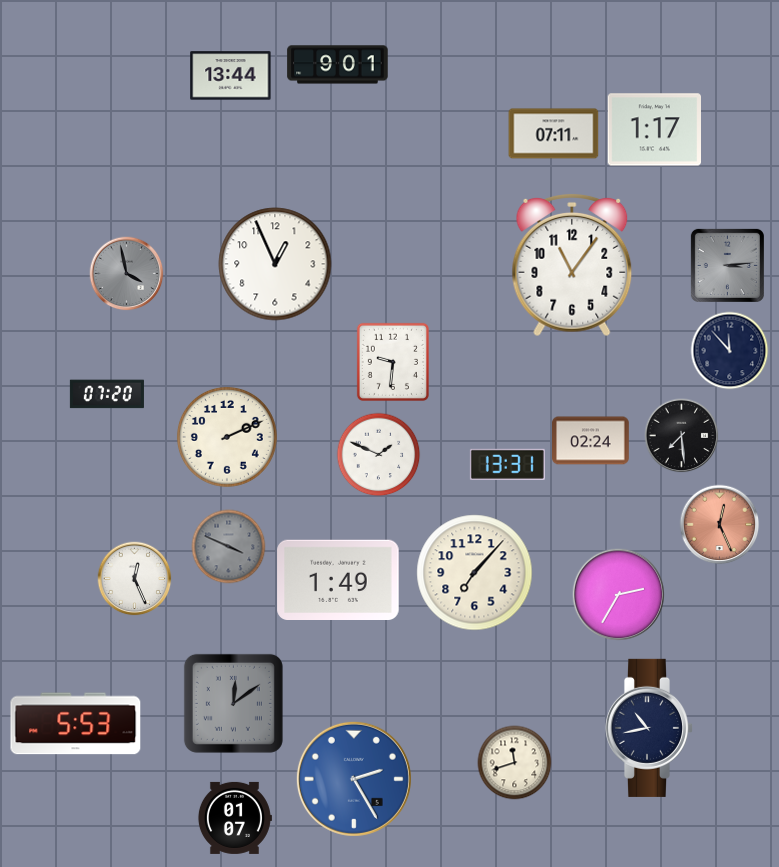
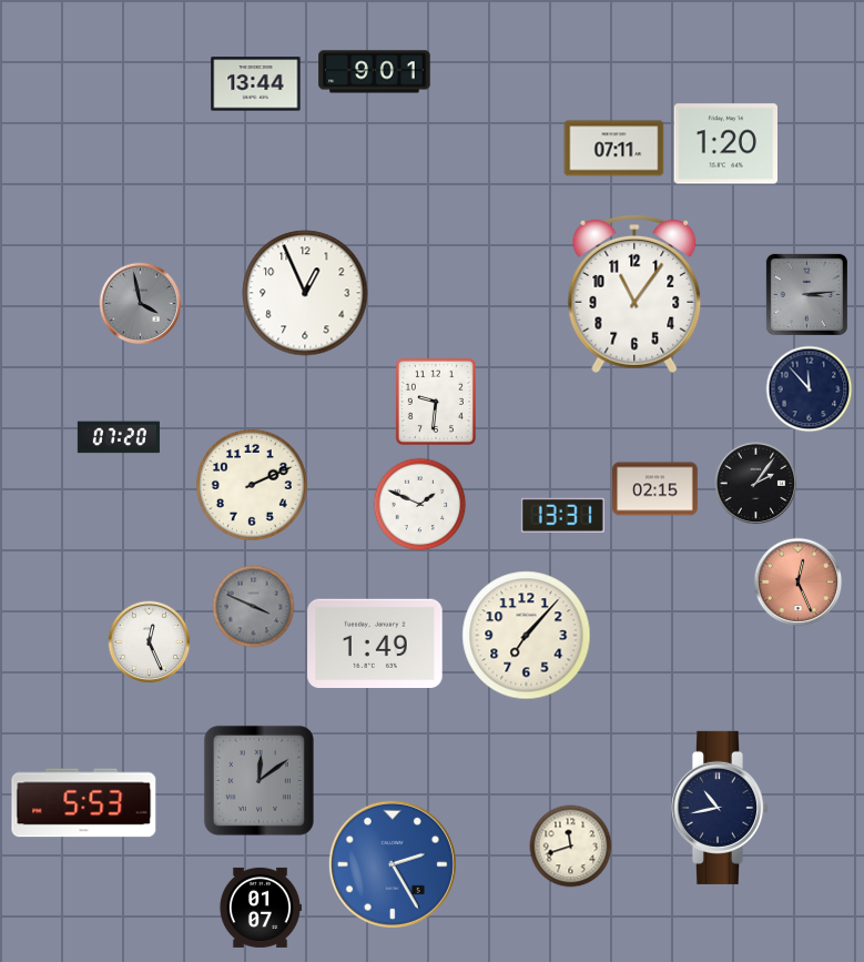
clock at (654, 130): 1:17 -> 1:20
clock at (682, 436): 7:29 -> 2:06
clock at (591, 441): 02:24 -> 02:15
clock at (618, 594): 2:35 -> none
